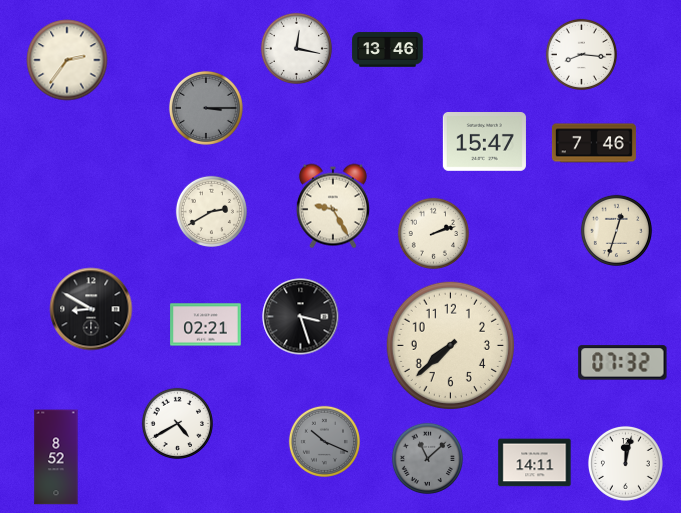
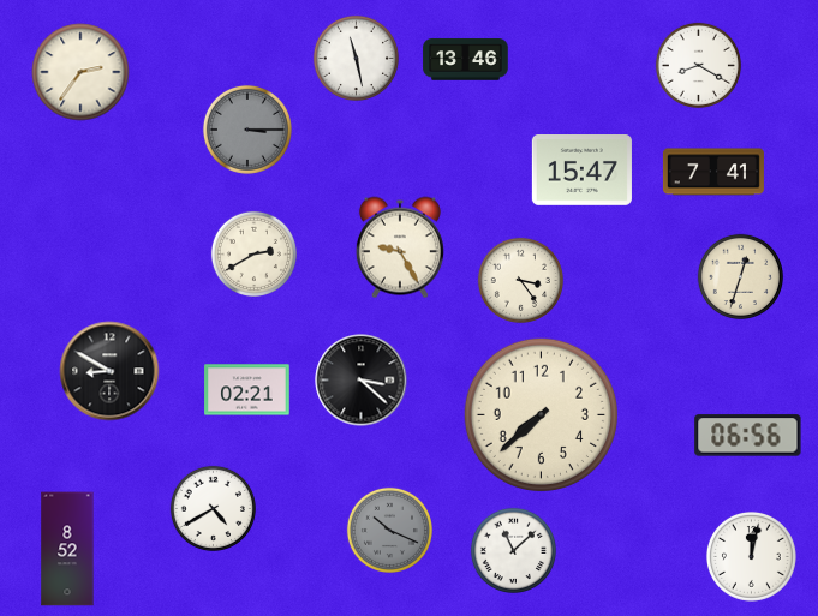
clock at (296, 48): 12:17 -> 11:28
clock at (581, 54): 8:16 -> 8:20
clock at (594, 143): 7:46 -> 7:41
clock at (433, 233): 2:12 -> 3:24
clock at (301, 317): 3:27 -> 3:22
clock at (623, 363): 07:32 -> 06:56
clock at (427, 458) dial: grey -> white
clock at (535, 463): 14:11 -> none
